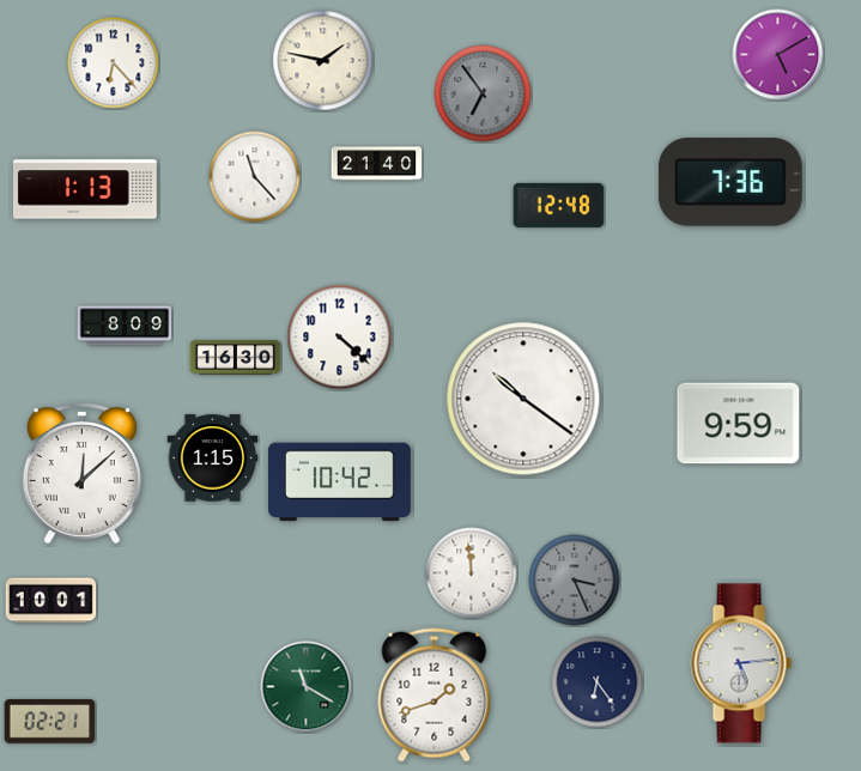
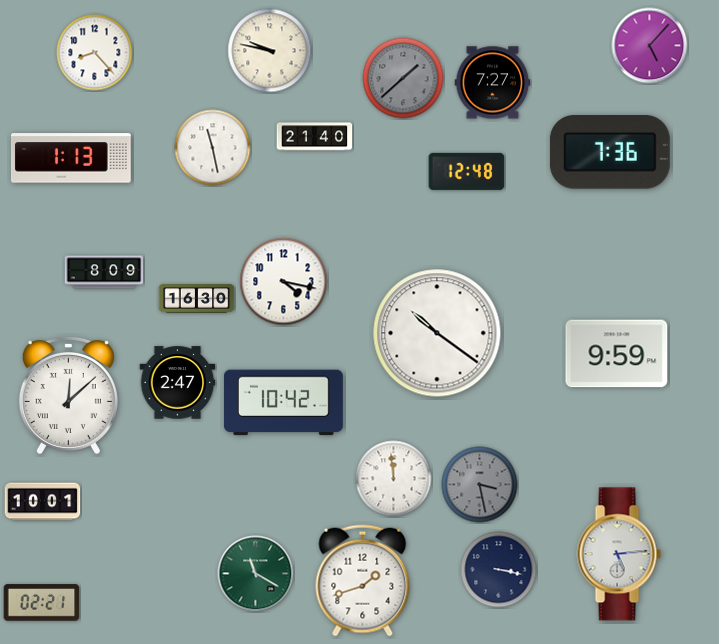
clock at (778, 55): 5:10 -> 5:07
clock at (323, 61): 1:47 -> 9:47
clock at (114, 63): 6:23 -> 8:23
clock at (483, 93): 6:54 -> 1:38
clock at (493, 83): none -> 7:27
clock at (255, 177): 11:23 -> 11:28
clock at (340, 338): 4:22 -> 4:17
clock at (213, 459): 1:15 -> 2:47
clock at (575, 581): 3:26 -> 3:28
clock at (598, 682): 6:24 -> 3:17
